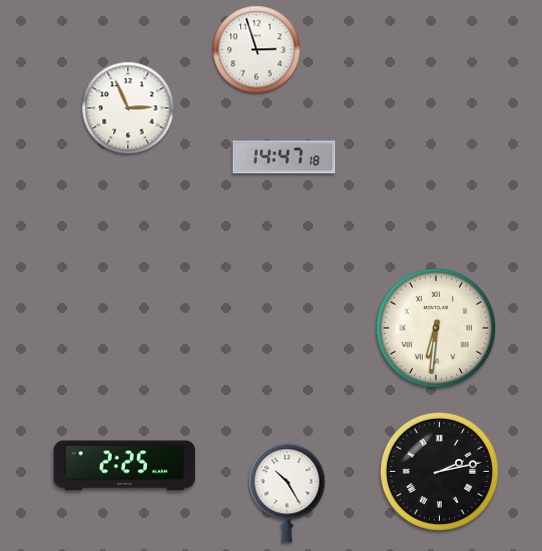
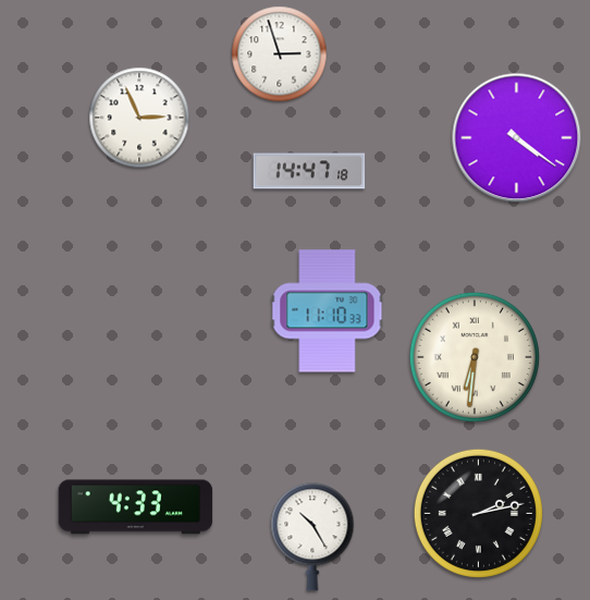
clock at (517, 138): none -> 4:21
clock at (328, 311): none -> 11:10
clock at (125, 466): 2:25 -> 4:33
